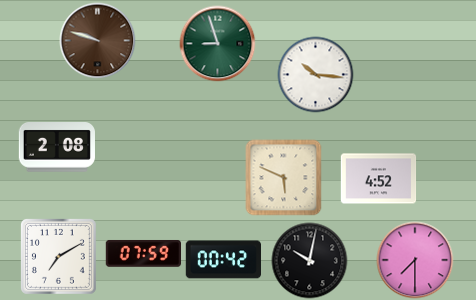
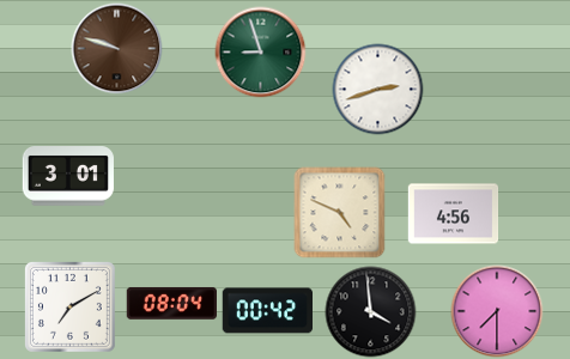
clock at (316, 75): 10:16 -> 2:42
clock at (57, 147): 2:08 -> 3:01
clock at (284, 178): 5:49 -> 4:49
clock at (379, 179): 4:52 -> 4:56
clock at (143, 254): 07:59 -> 08:04
clock at (310, 261): 10:02 -> 3:59
